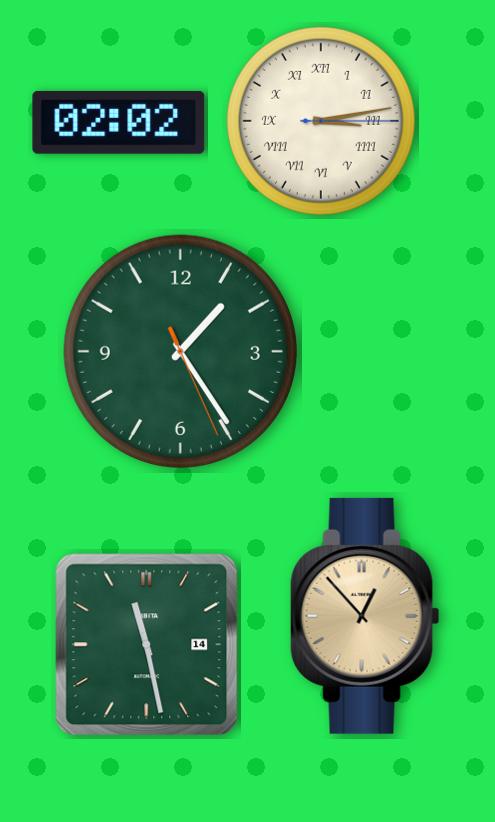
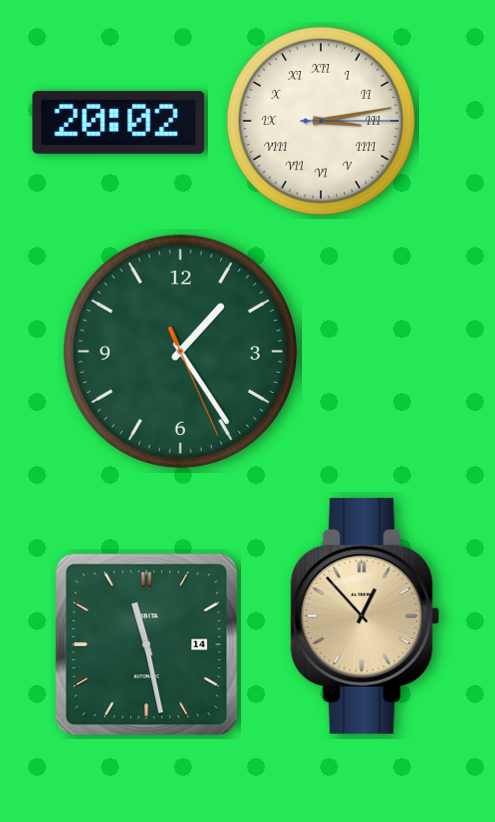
clock at (119, 122): 02:02 -> 20:02
